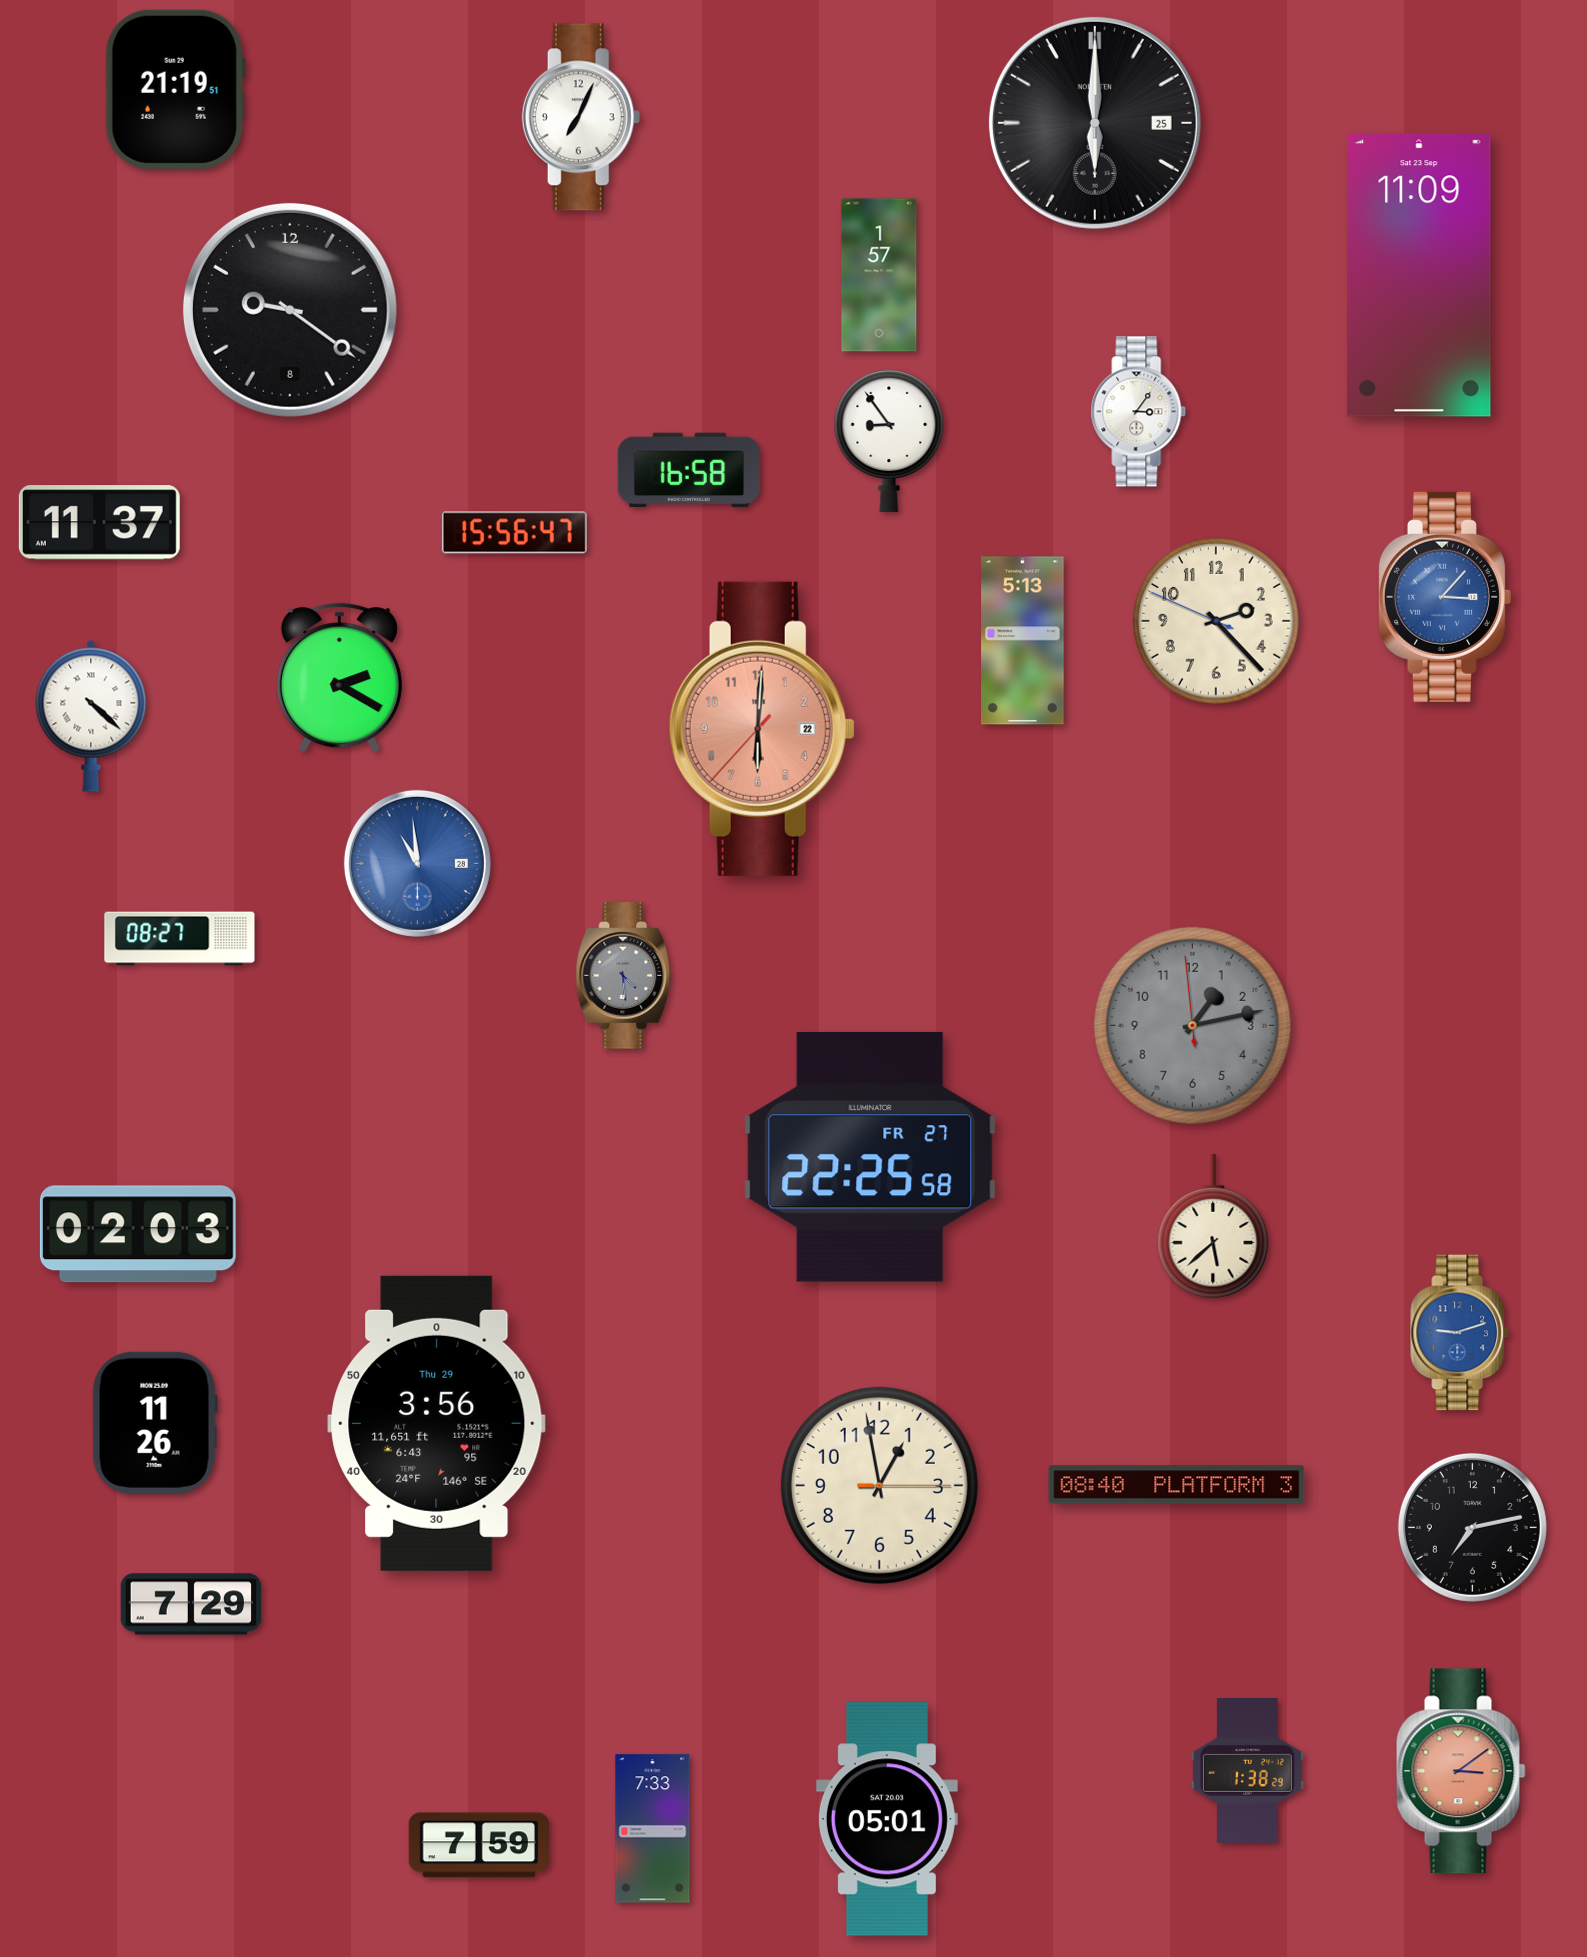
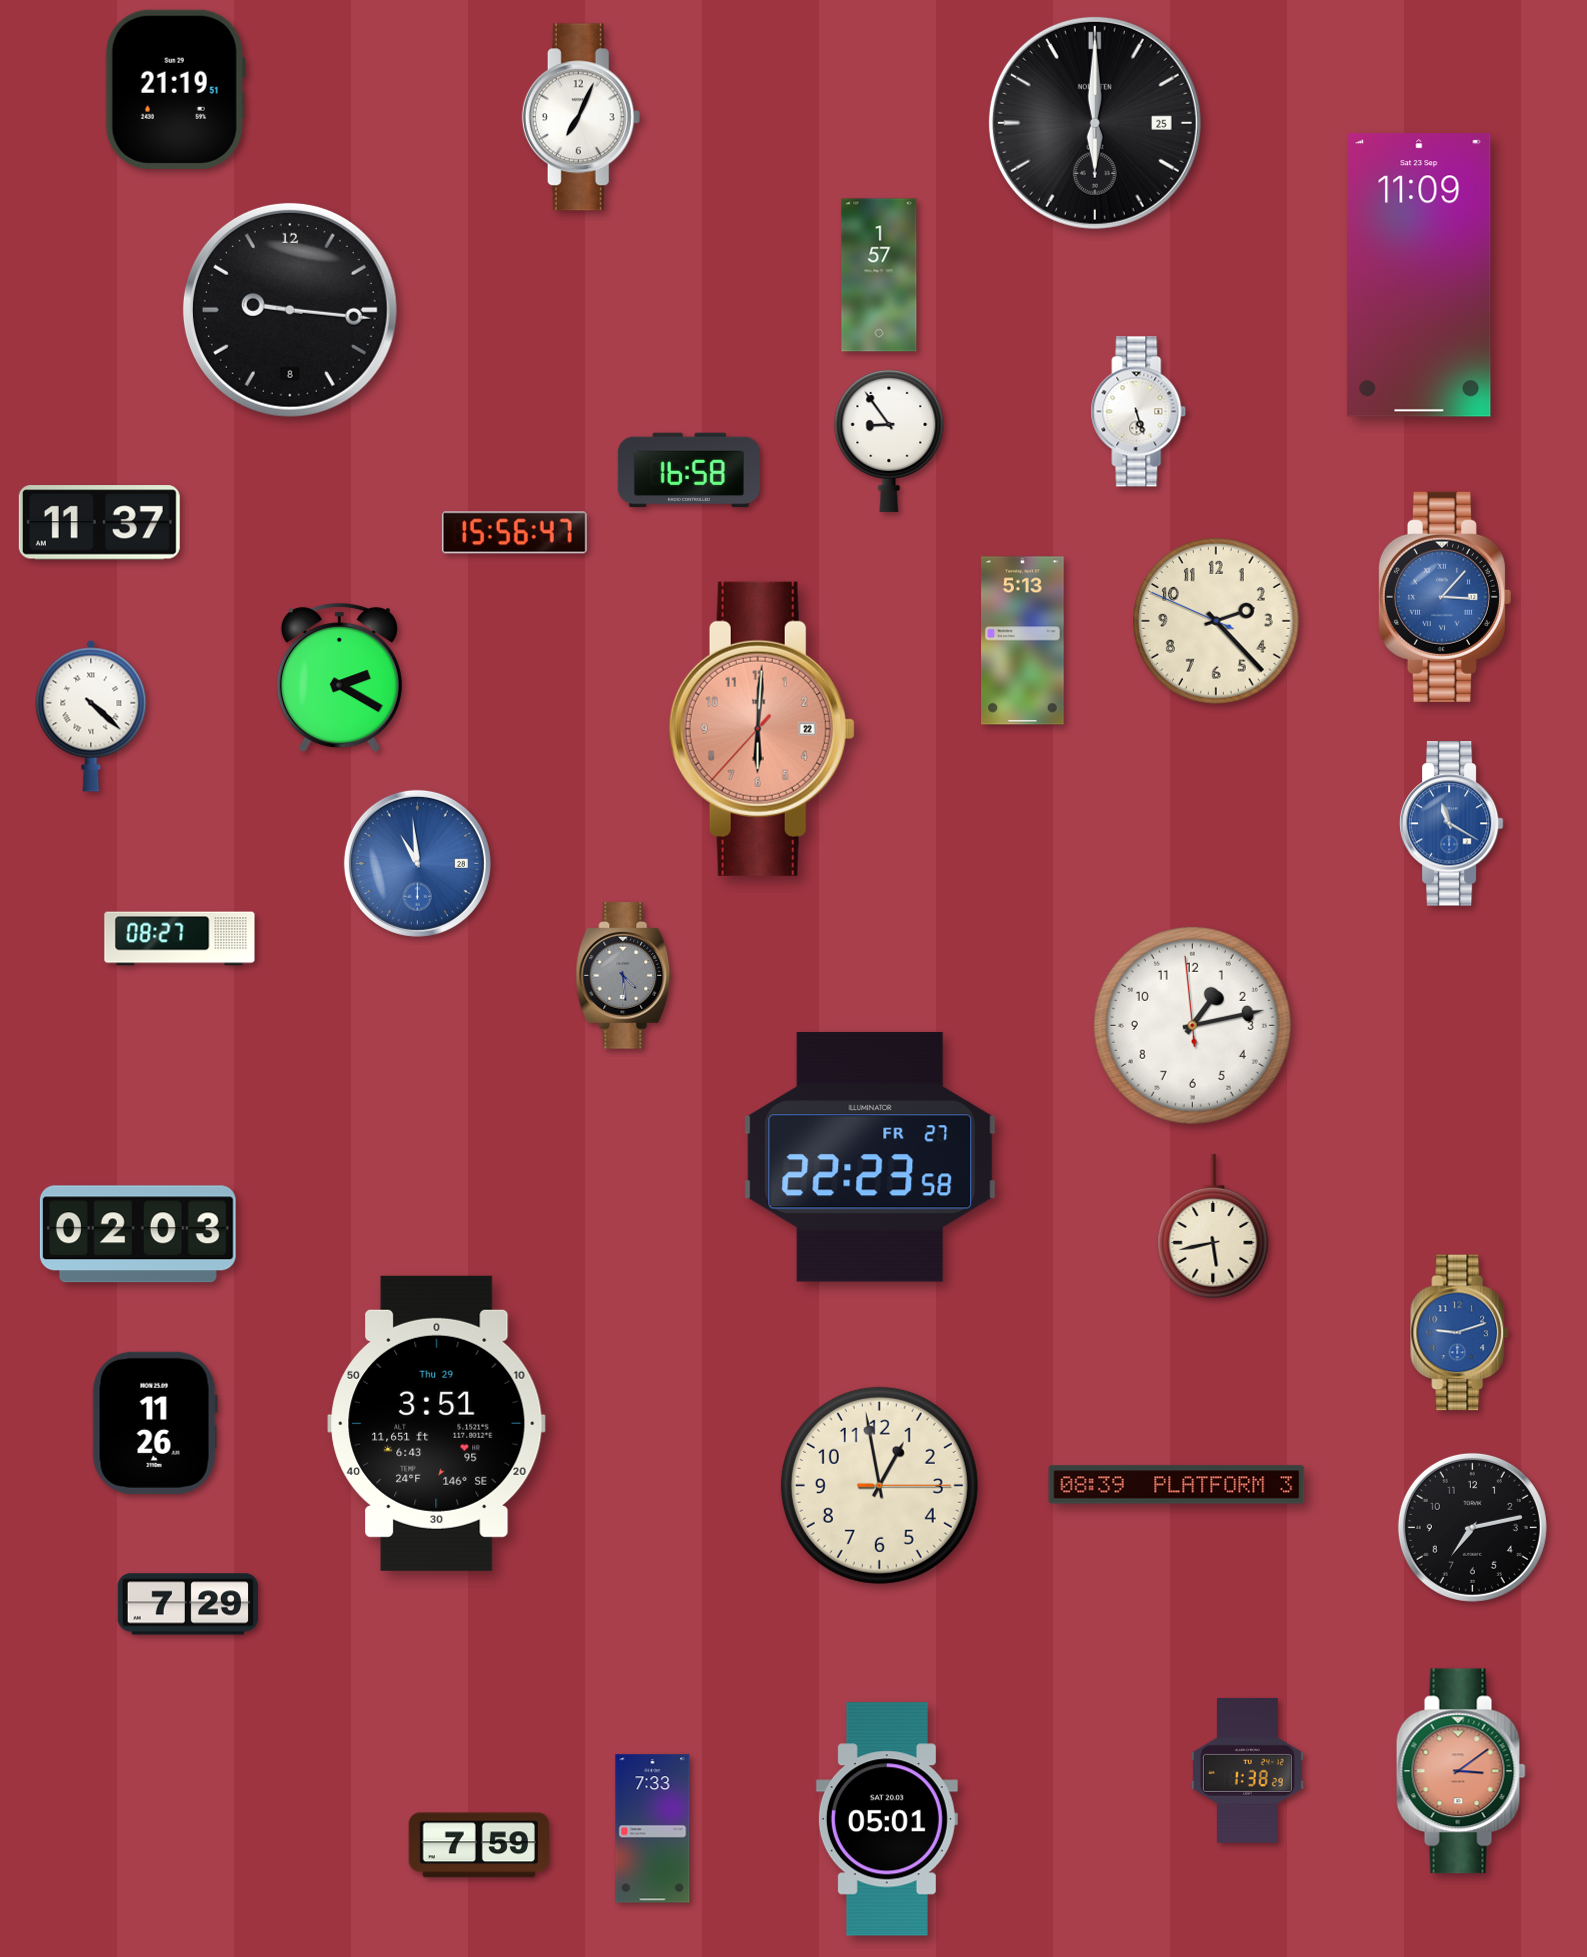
clock at (290, 310): 9:21 -> 9:16
clock at (1139, 412): 3:06 -> 5:27
clock at (1451, 824): none -> 11:20
clock at (1192, 1025) dial: grey -> white
clock at (870, 1157): 22:25 -> 22:23
clock at (1213, 1226): 5:38 -> 5:43
clock at (437, 1423): 3:56 -> 3:51
clock at (1177, 1485): 08:40 -> 08:39
clock at (191, 1604) position: (191, 1604) -> (188, 1604)
